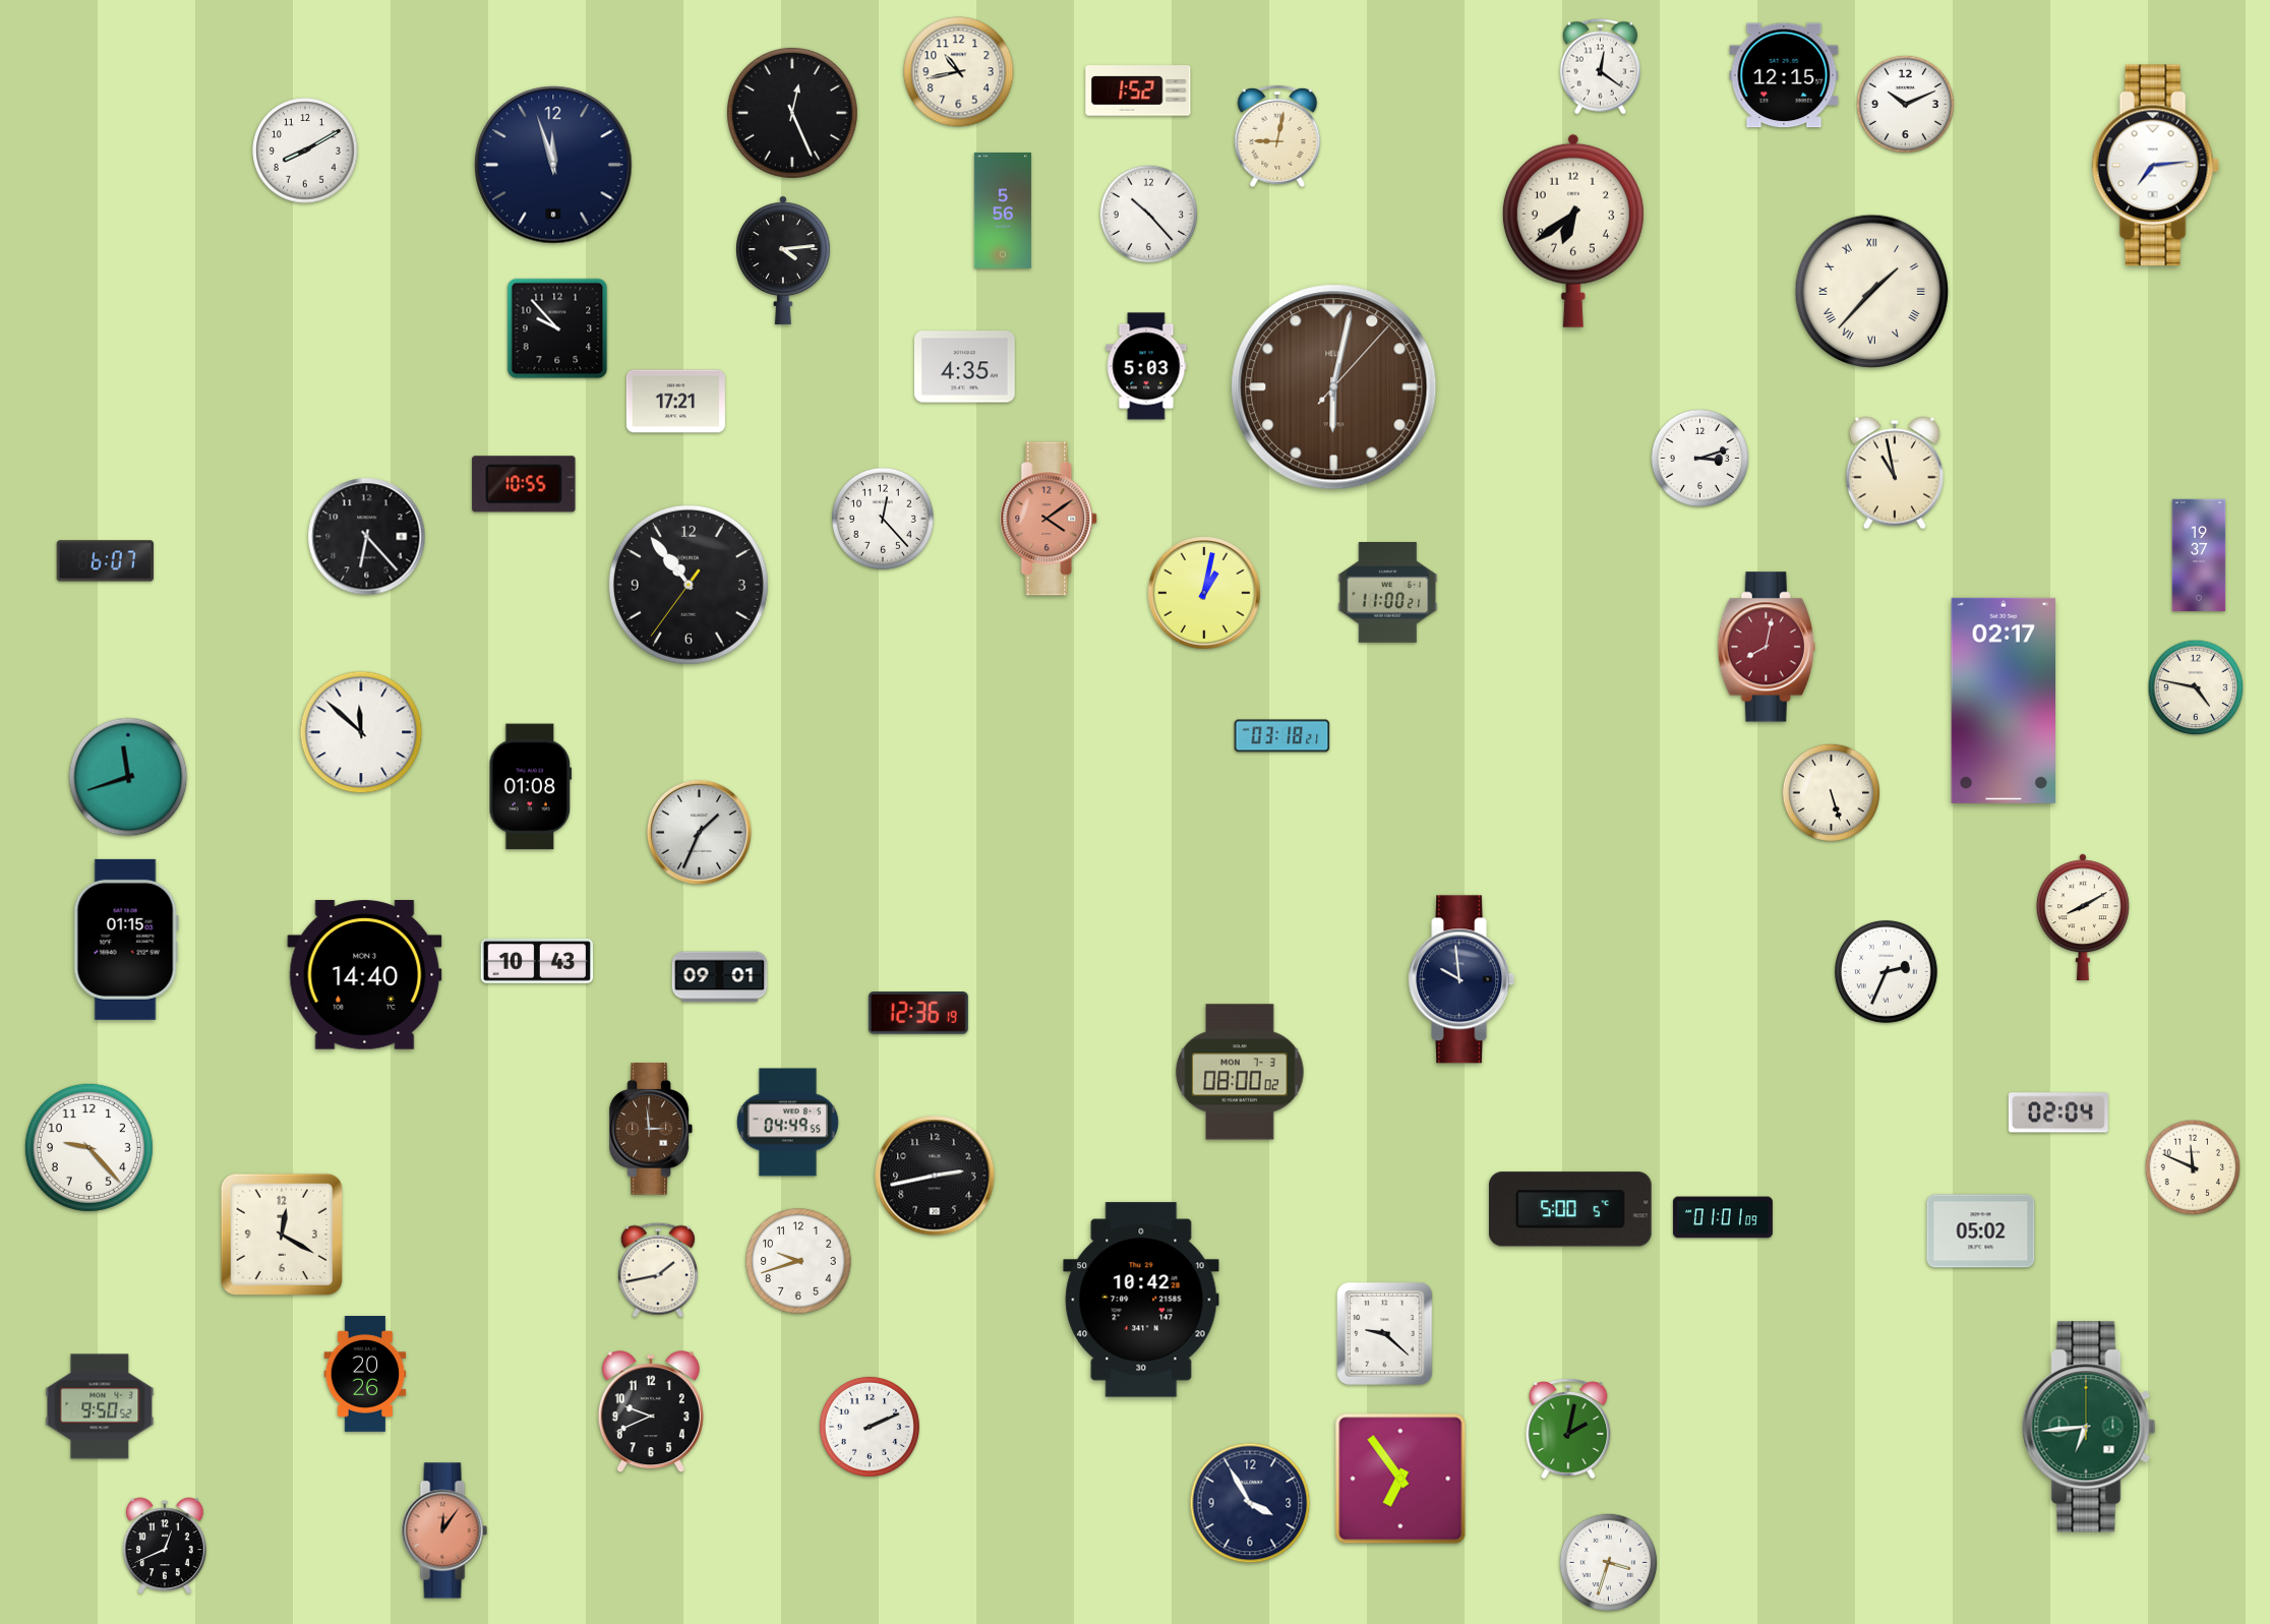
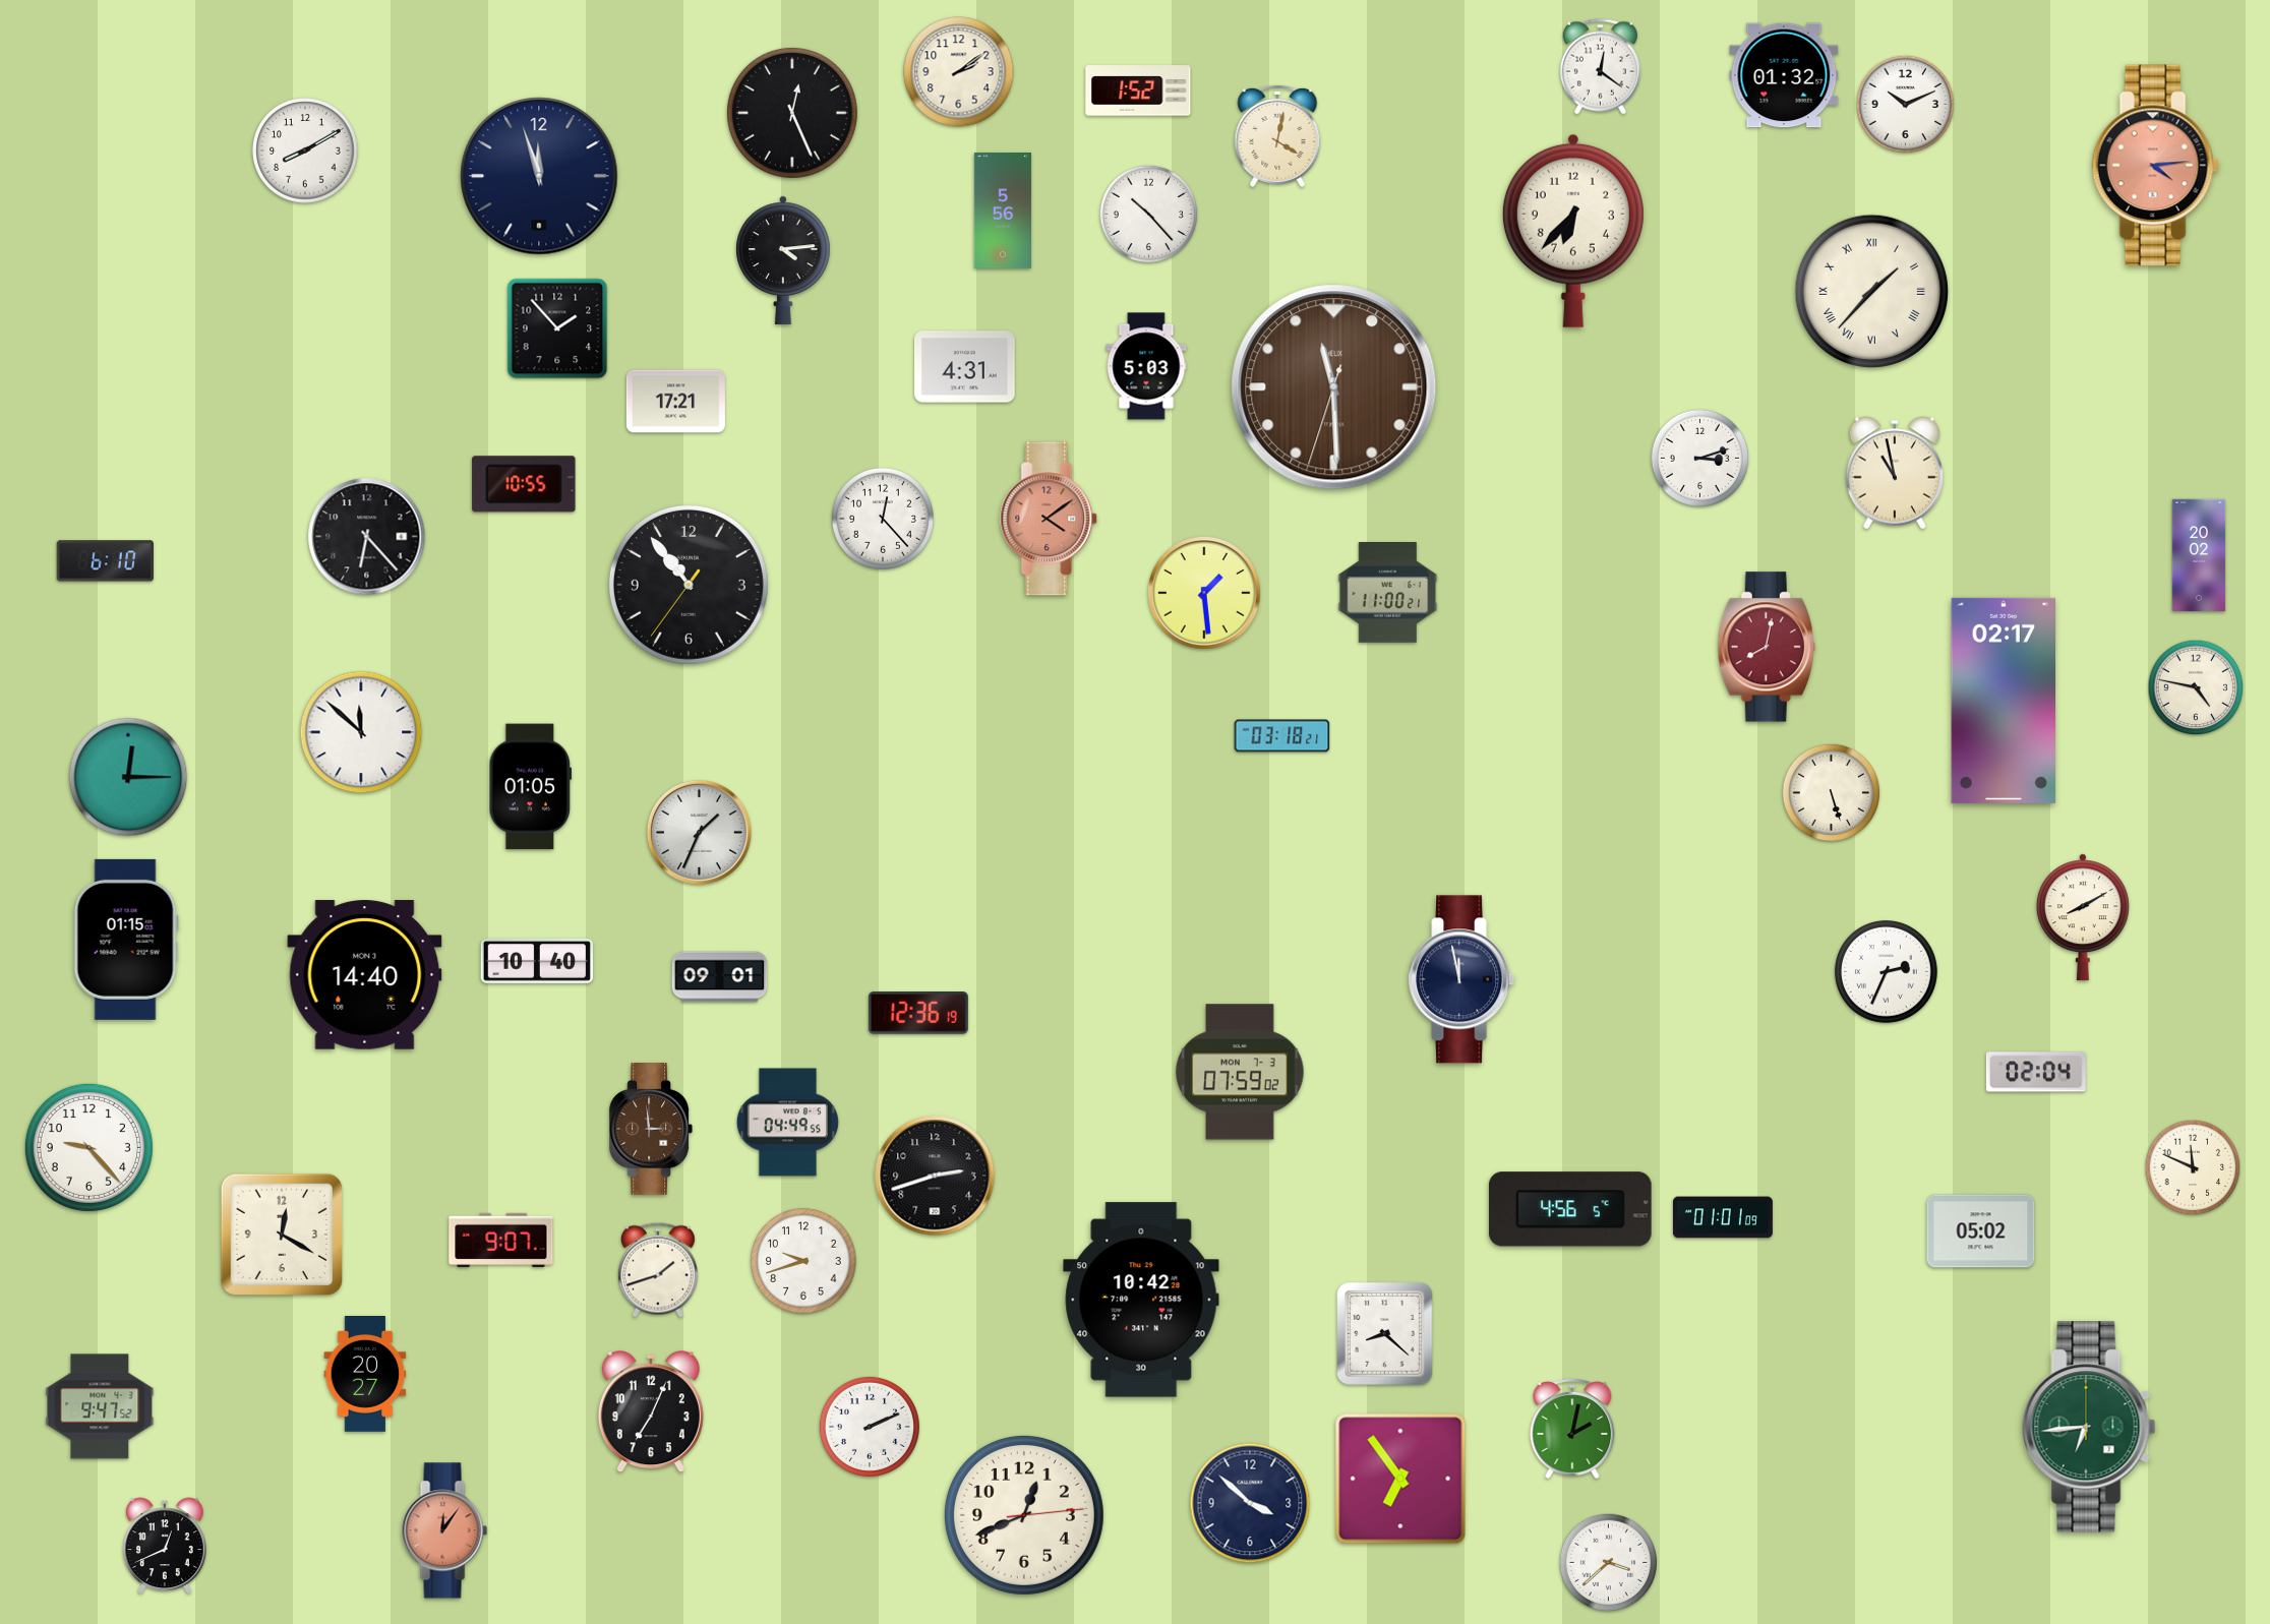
clock at (959, 72): 10:43 -> 2:09
clock at (1784, 75): 12:15 -> 01:32
clock at (1277, 136): 9:02 -> 4:02
clock at (553, 165) position: (553, 165) -> (539, 176)
clock at (2155, 166): 7:14 -> 4:14
clock at (2155, 166) dial: white -> salmon
clock at (1573, 231): 6:39 -> 6:37
clock at (557, 328): 9:53 -> 1:53
clock at (965, 367): 4:35 -> 4:31
clock at (1334, 387): 6:02 -> 11:29
clock at (2199, 555): 19:37 -> 20:02
clock at (105, 561): 6:07 -> 6:10
clock at (1204, 593): 1:02 -> 1:29
clock at (128, 777): 11:42 -> 12:15
clock at (531, 787): 01:08 -> 01:05
clock at (537, 961): 10:43 -> 10:40
clock at (1461, 979): 9:59 -> 11:58
clock at (1240, 1072): 08:00 -> 07:59
clock at (2058, 1112) position: (2058, 1112) -> (2036, 1072)
clock at (935, 1176): 2:43 -> 2:42
clock at (1570, 1209): 5:00 -> 4:56
clock at (501, 1240): none -> 9:07
clock at (798, 1261) position: (798, 1261) -> (803, 1261)
clock at (658, 1270): 1:43 -> 1:42
clock at (1385, 1334): 9:22 -> 8:22
clock at (365, 1375): 20:26 -> 20:27
clock at (100, 1406): 9:50 -> 9:47
clock at (651, 1412): 9:41 -> 7:04
clock at (1568, 1429) position: (1568, 1429) -> (1572, 1429)
clock at (1250, 1503): 3:55 -> 3:52
clock at (1024, 1515): none -> 12:41
clock at (1608, 1562): 3:33 -> 3:38
